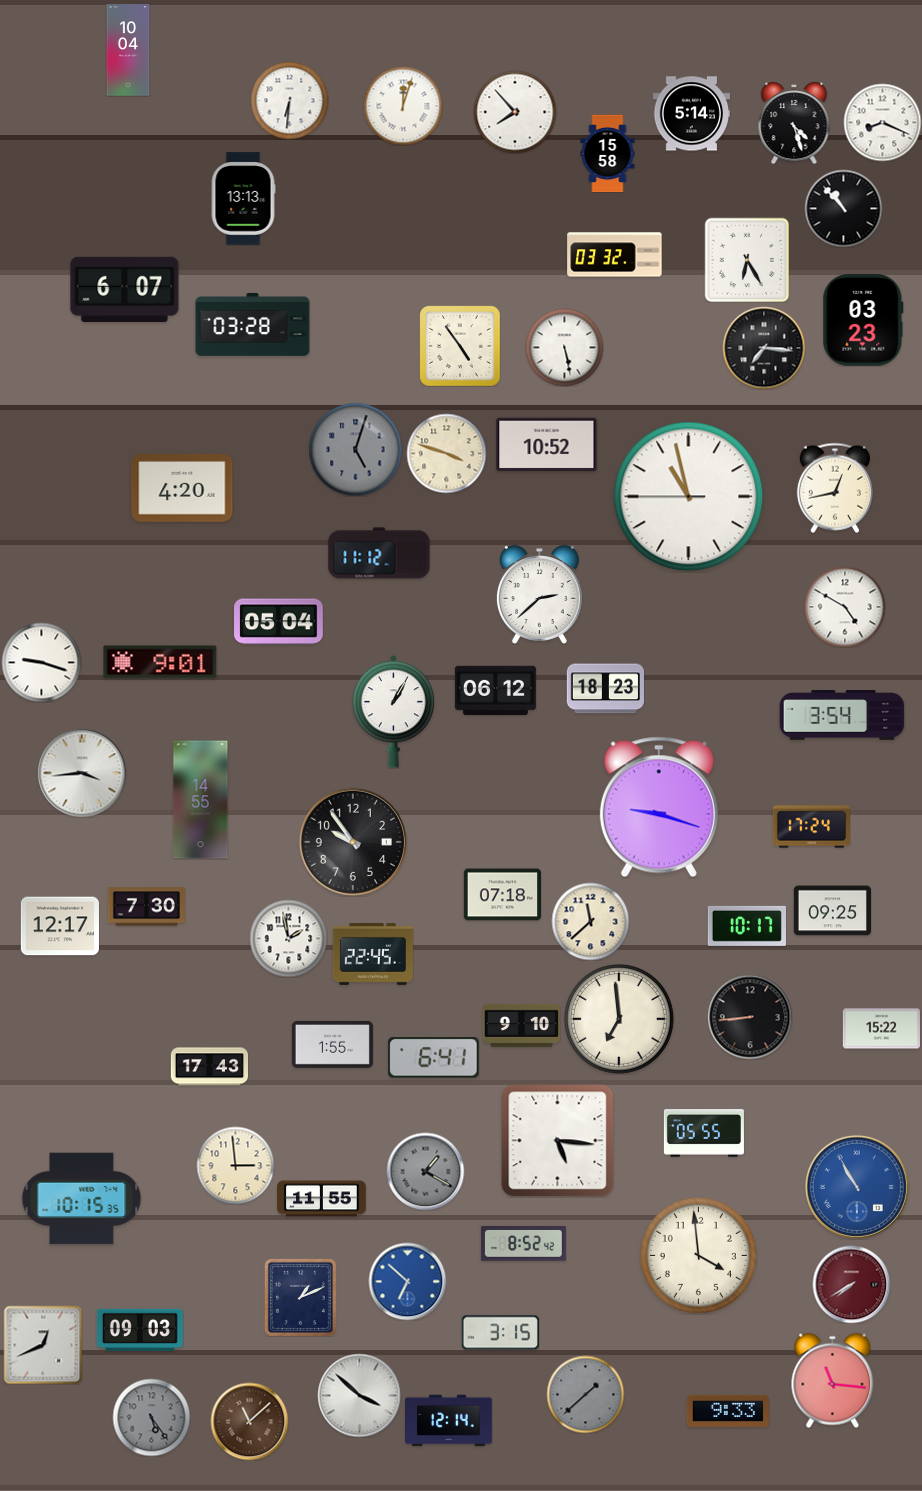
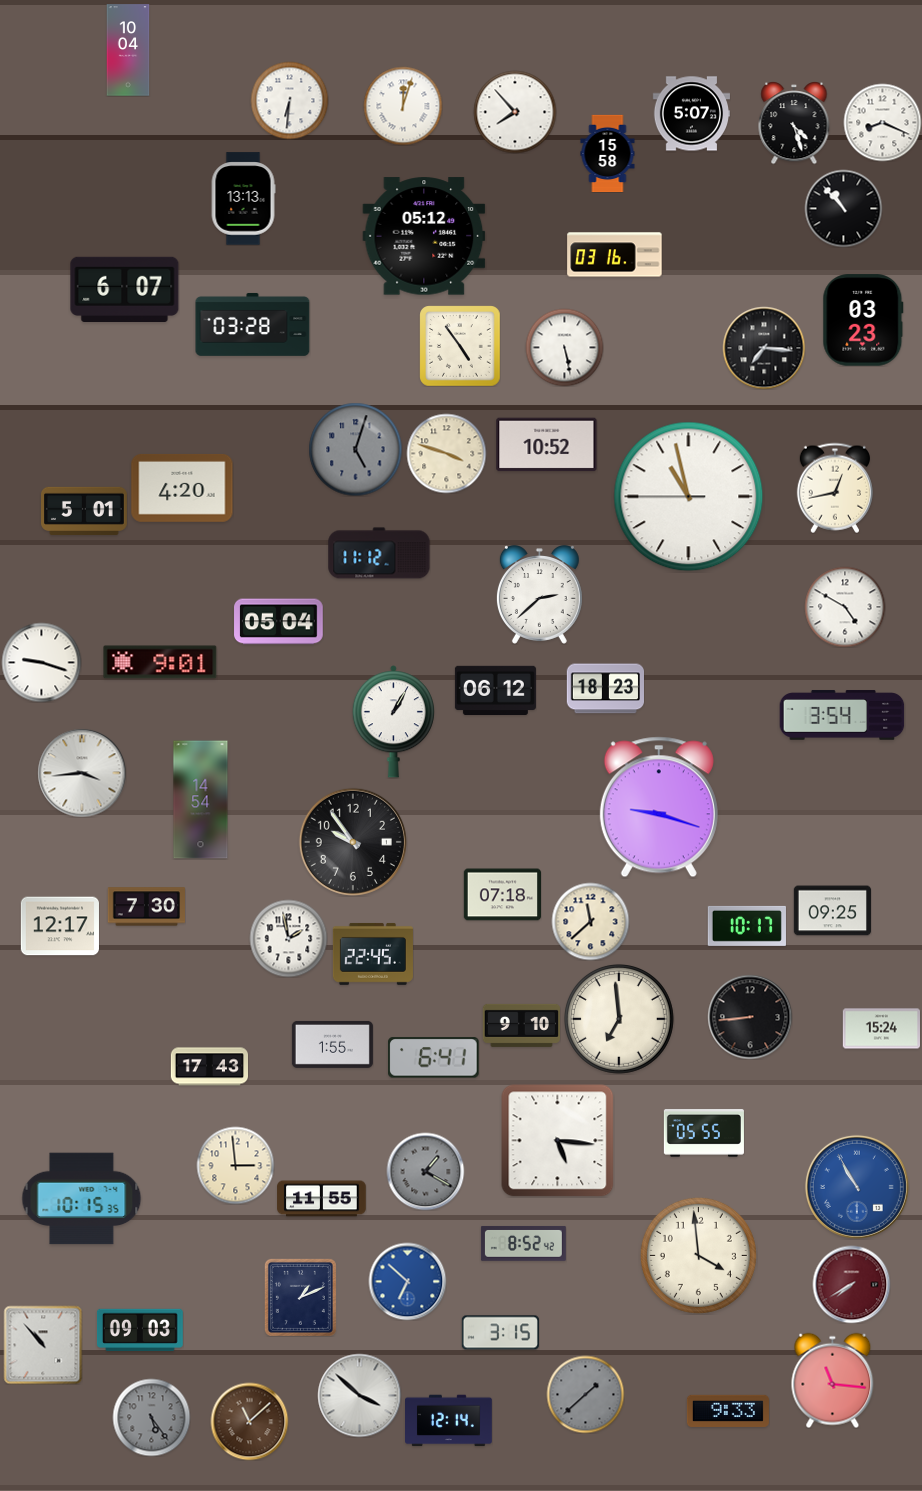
clock at (691, 114): 5:14 -> 5:07
clock at (424, 236): none -> 05:12
clock at (615, 255): 03:32 -> 03:16
clock at (747, 260): 6:25 -> none
clock at (85, 511): none -> 5:01
clock at (393, 712) position: (393, 712) -> (393, 722)
clock at (201, 800): 14:55 -> 14:54
clock at (811, 827): 17:24 -> none
clock at (881, 1029): 15:22 -> 15:24
clock at (43, 1345): 12:41 -> 10:53
